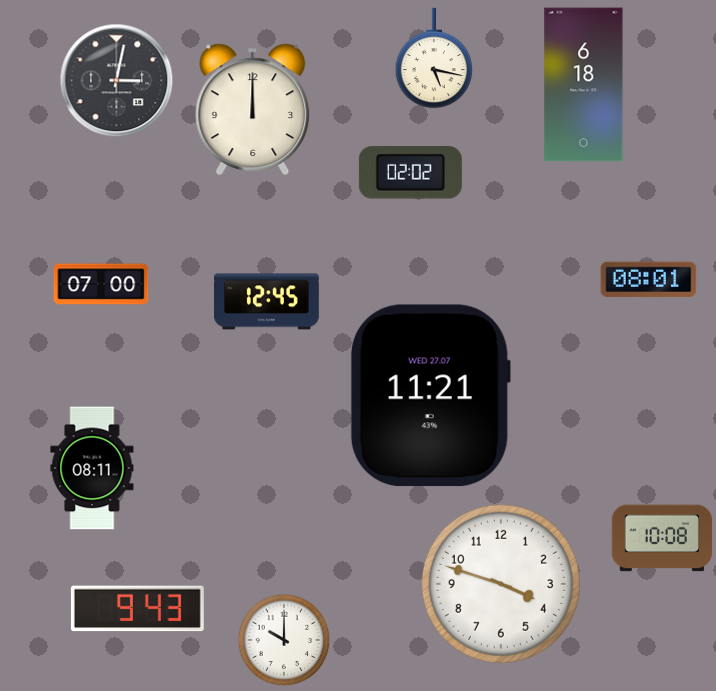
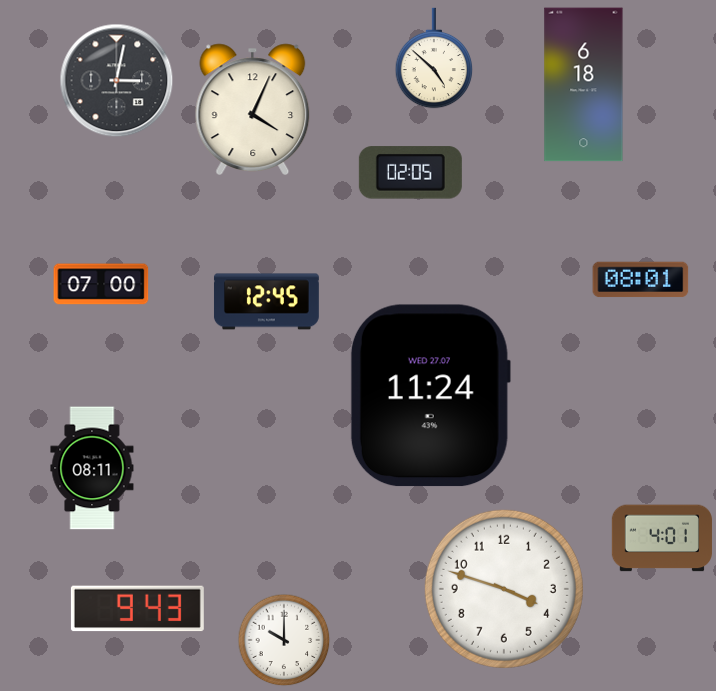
clock at (434, 58): 5:17 -> 4:52
clock at (253, 109): 12:00 -> 4:04
clock at (410, 173): 02:02 -> 02:05
clock at (649, 280) position: (649, 280) -> (641, 280)
clock at (430, 396): 11:21 -> 11:24
clock at (662, 538): 10:08 -> 4:01
clock at (501, 584) position: (501, 584) -> (504, 589)
